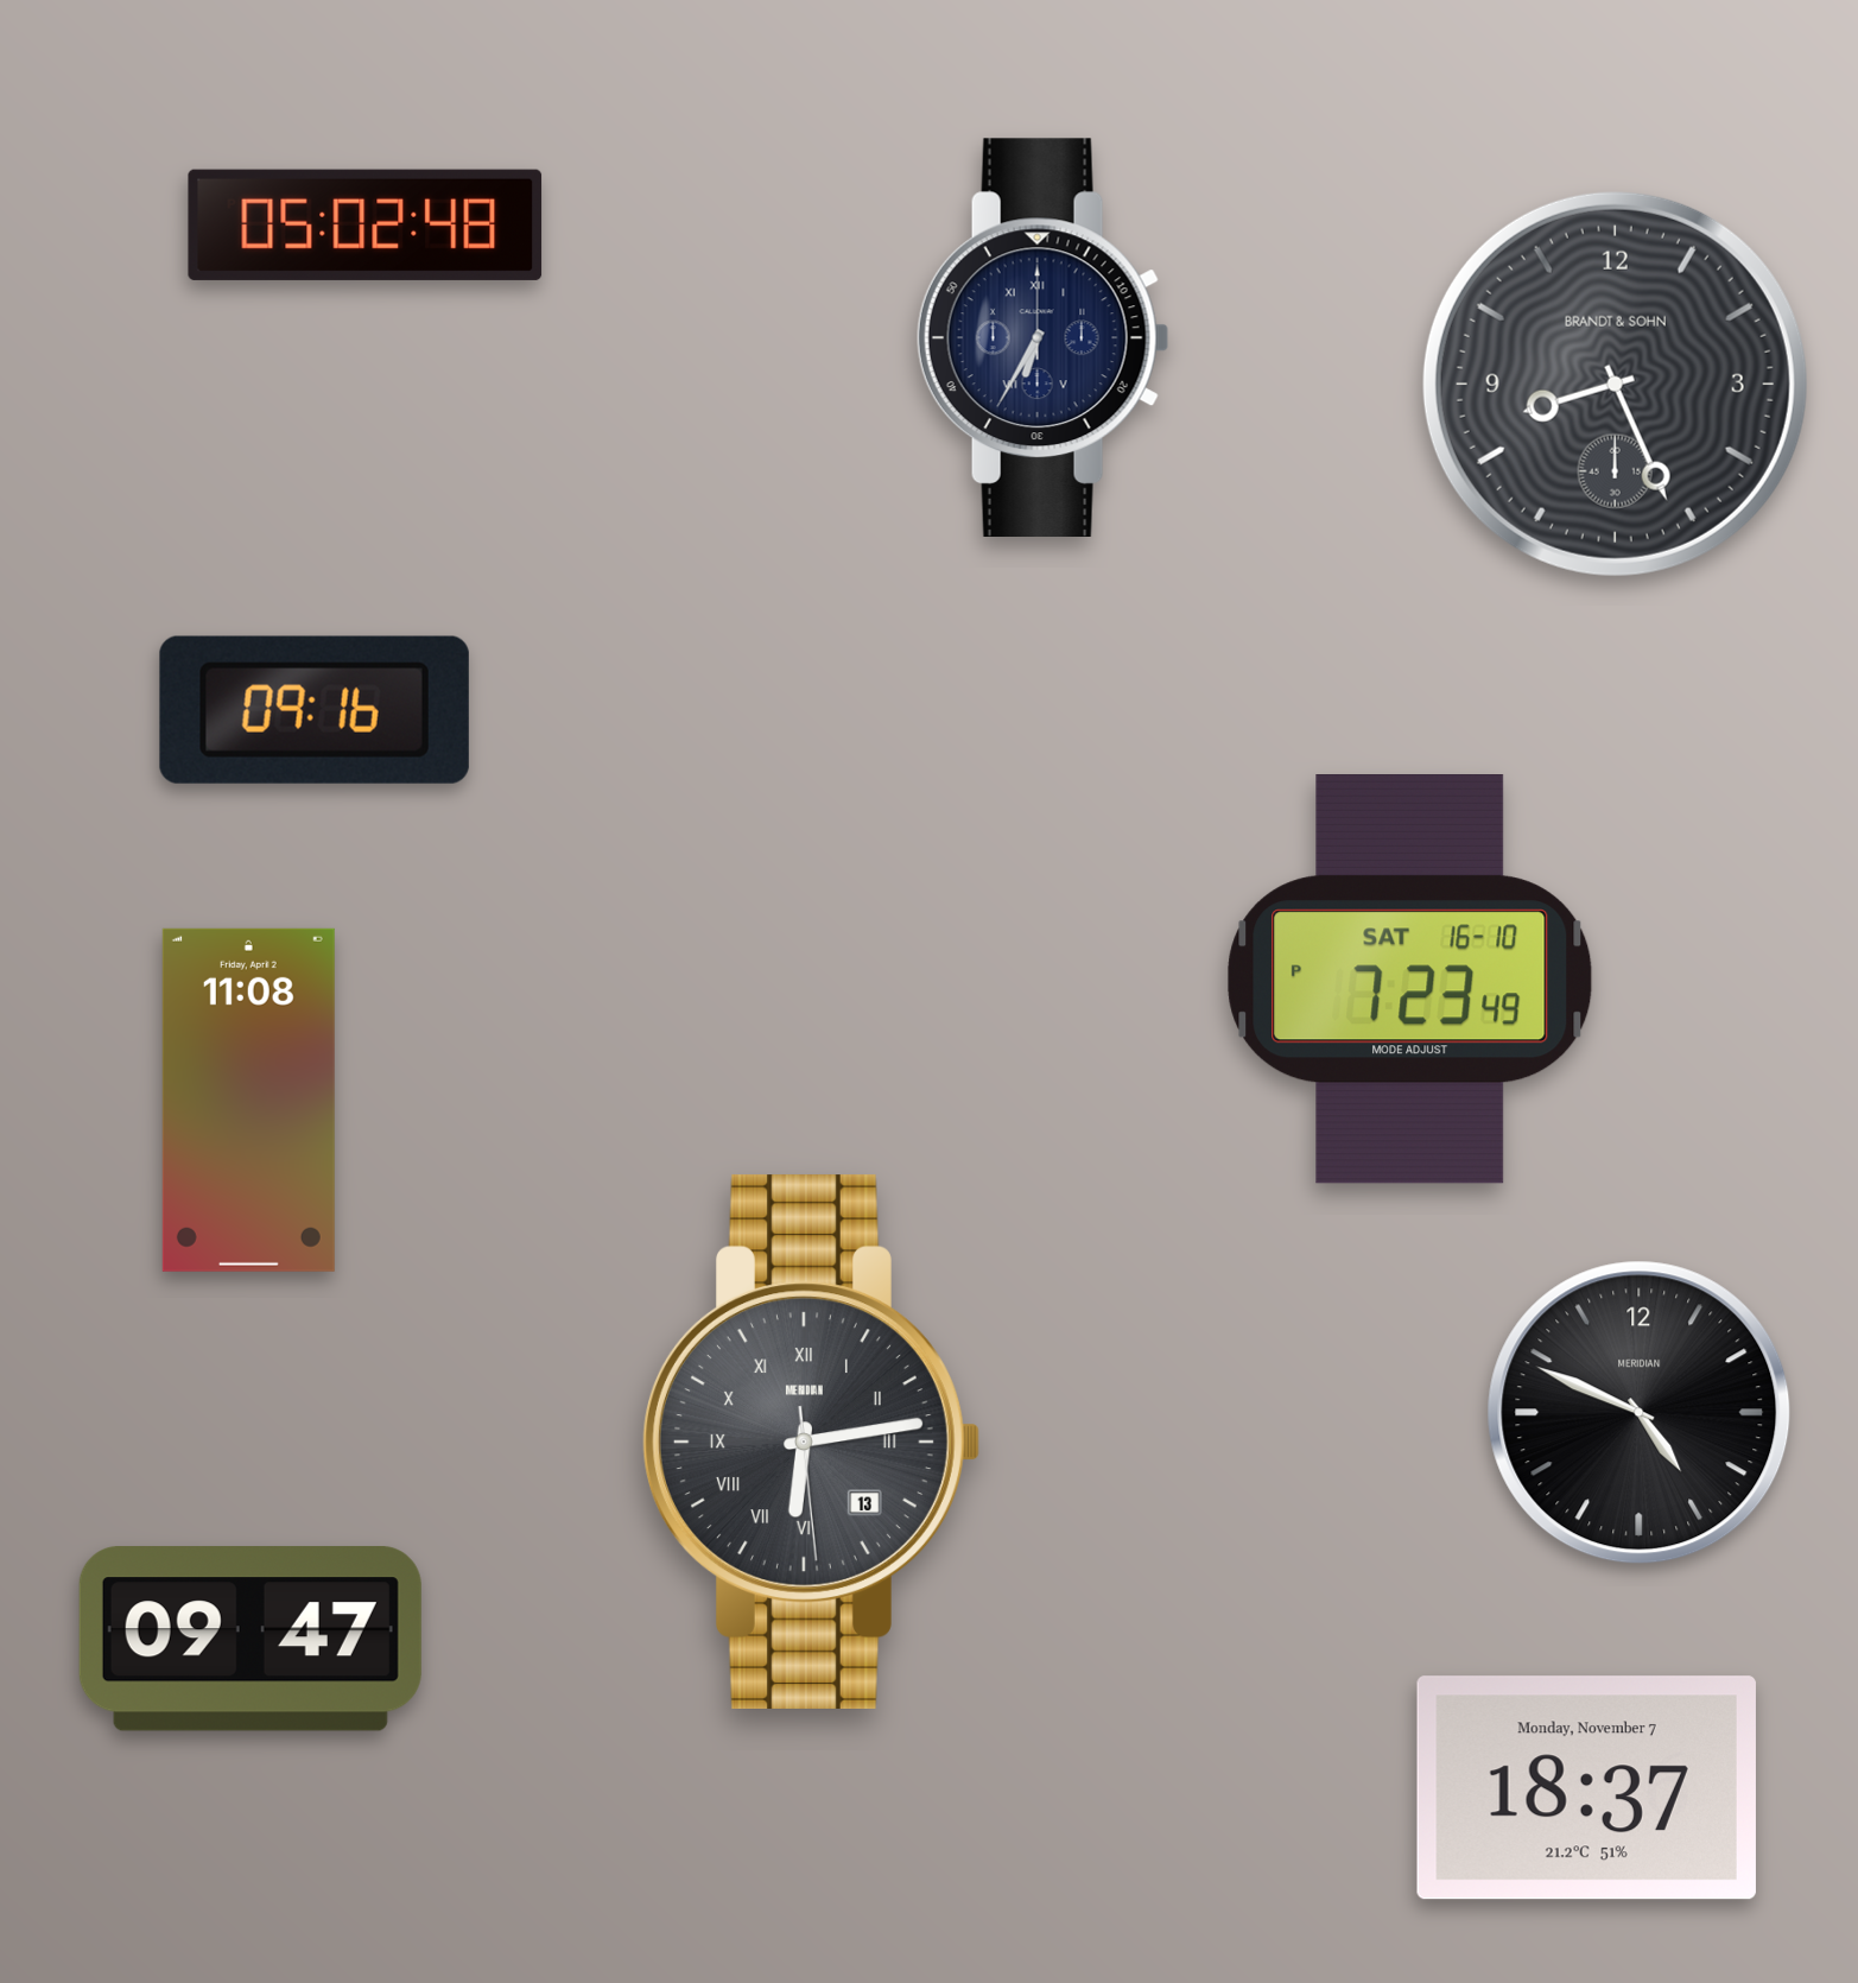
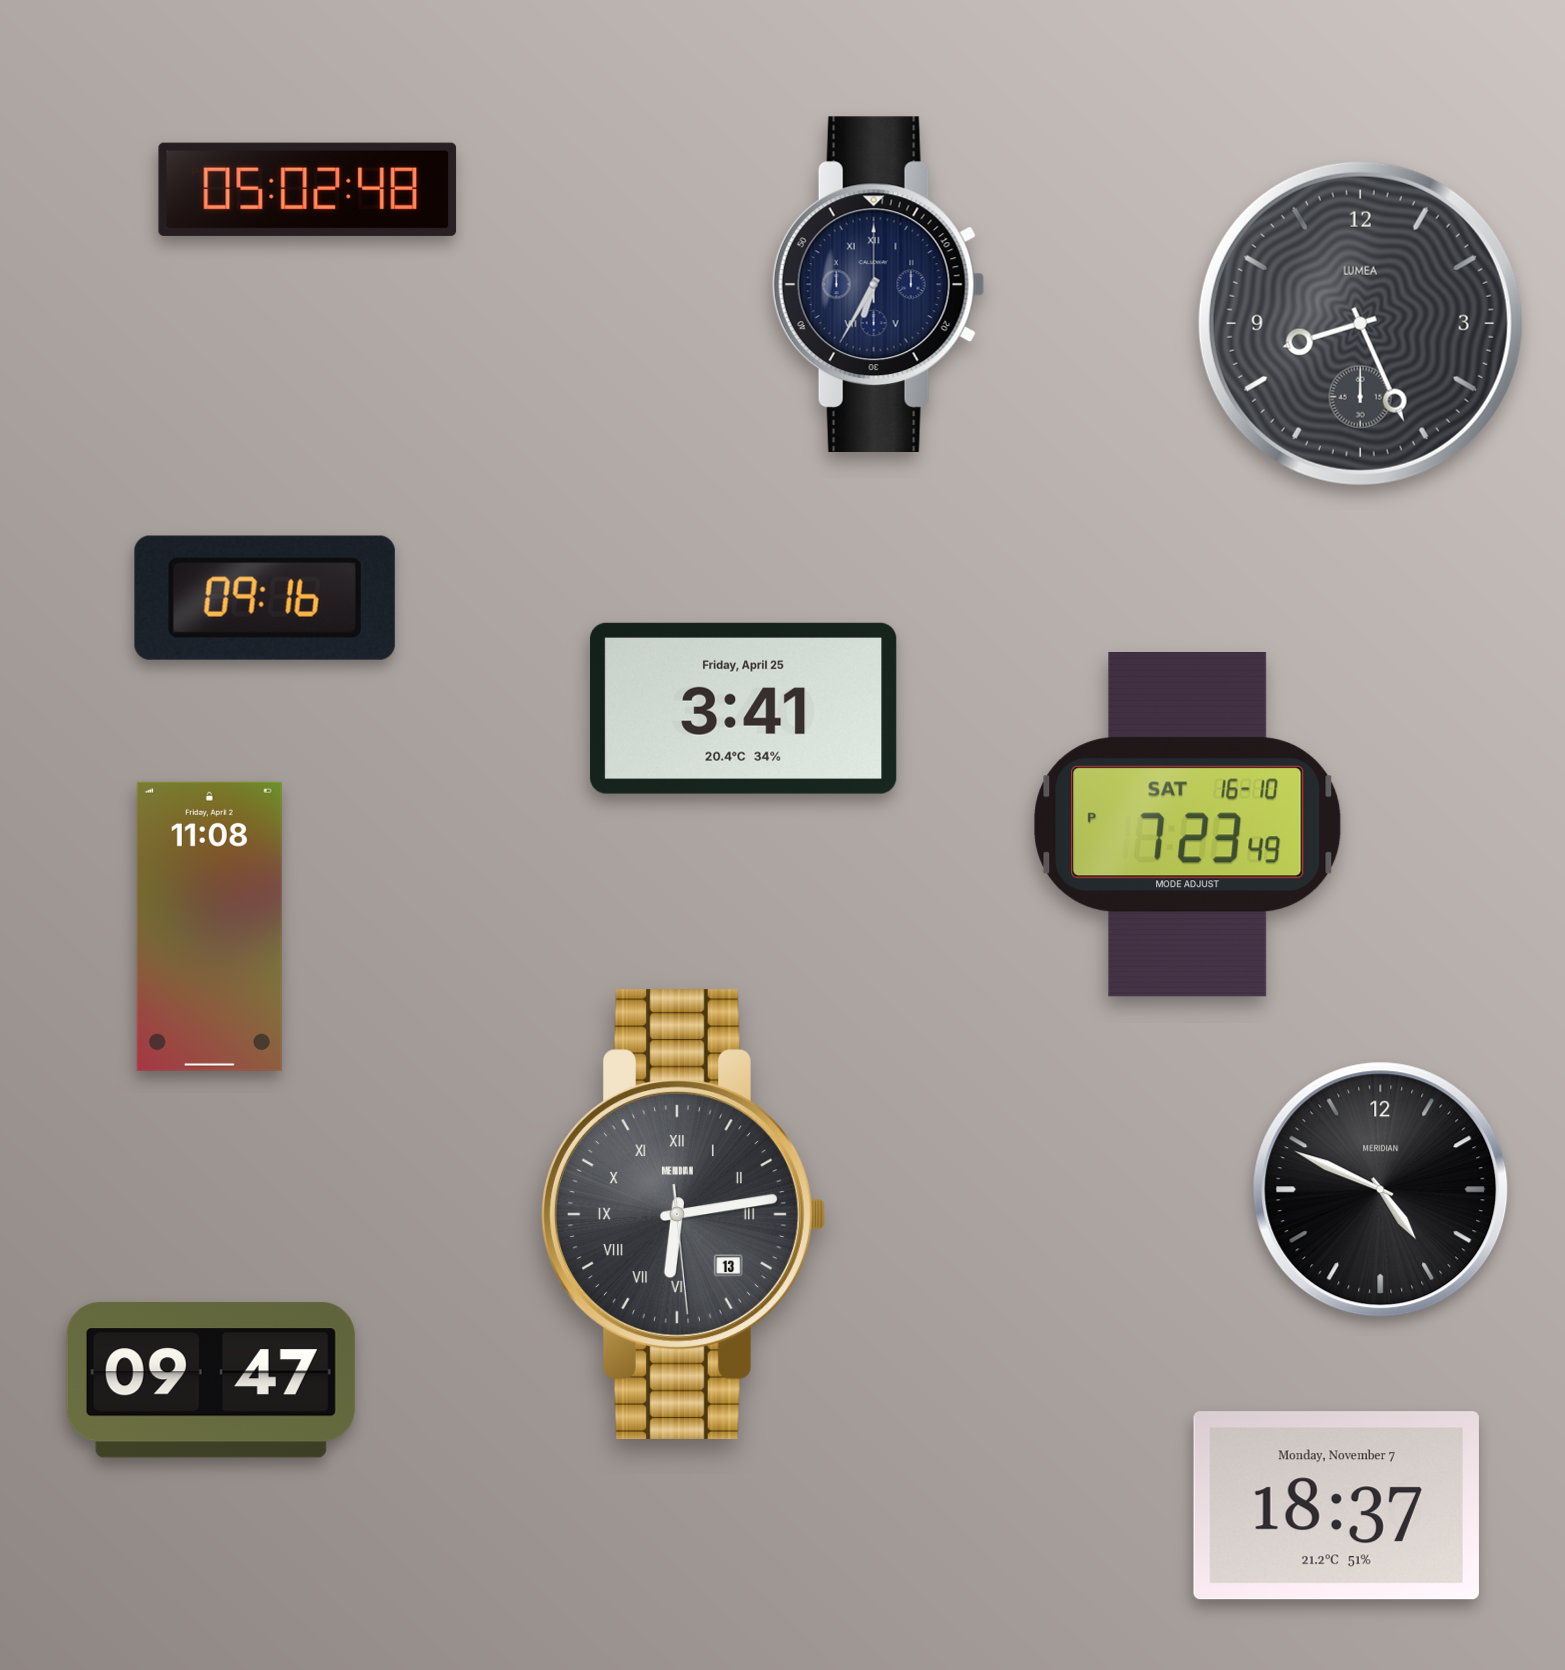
clock at (1615, 384) brand: BRANDT & SOHN -> LUMEA
clock at (744, 708): none -> 3:41
